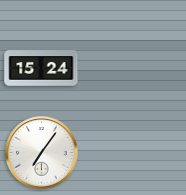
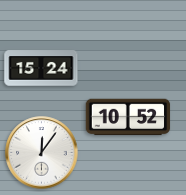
clock at (128, 117): none -> 10:52
clock at (42, 153): 7:06 -> 12:06
